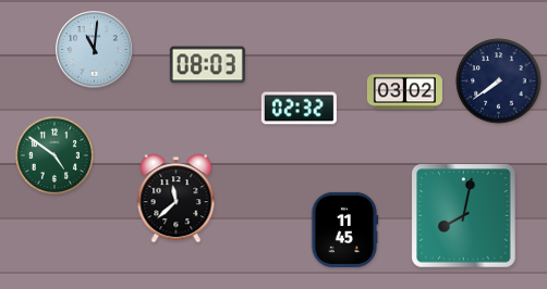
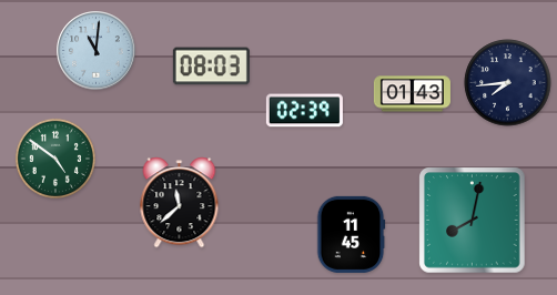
clock at (499, 81): 7:39 -> 7:44
clock at (404, 92): 03:02 -> 01:43
clock at (299, 109): 02:32 -> 02:39
